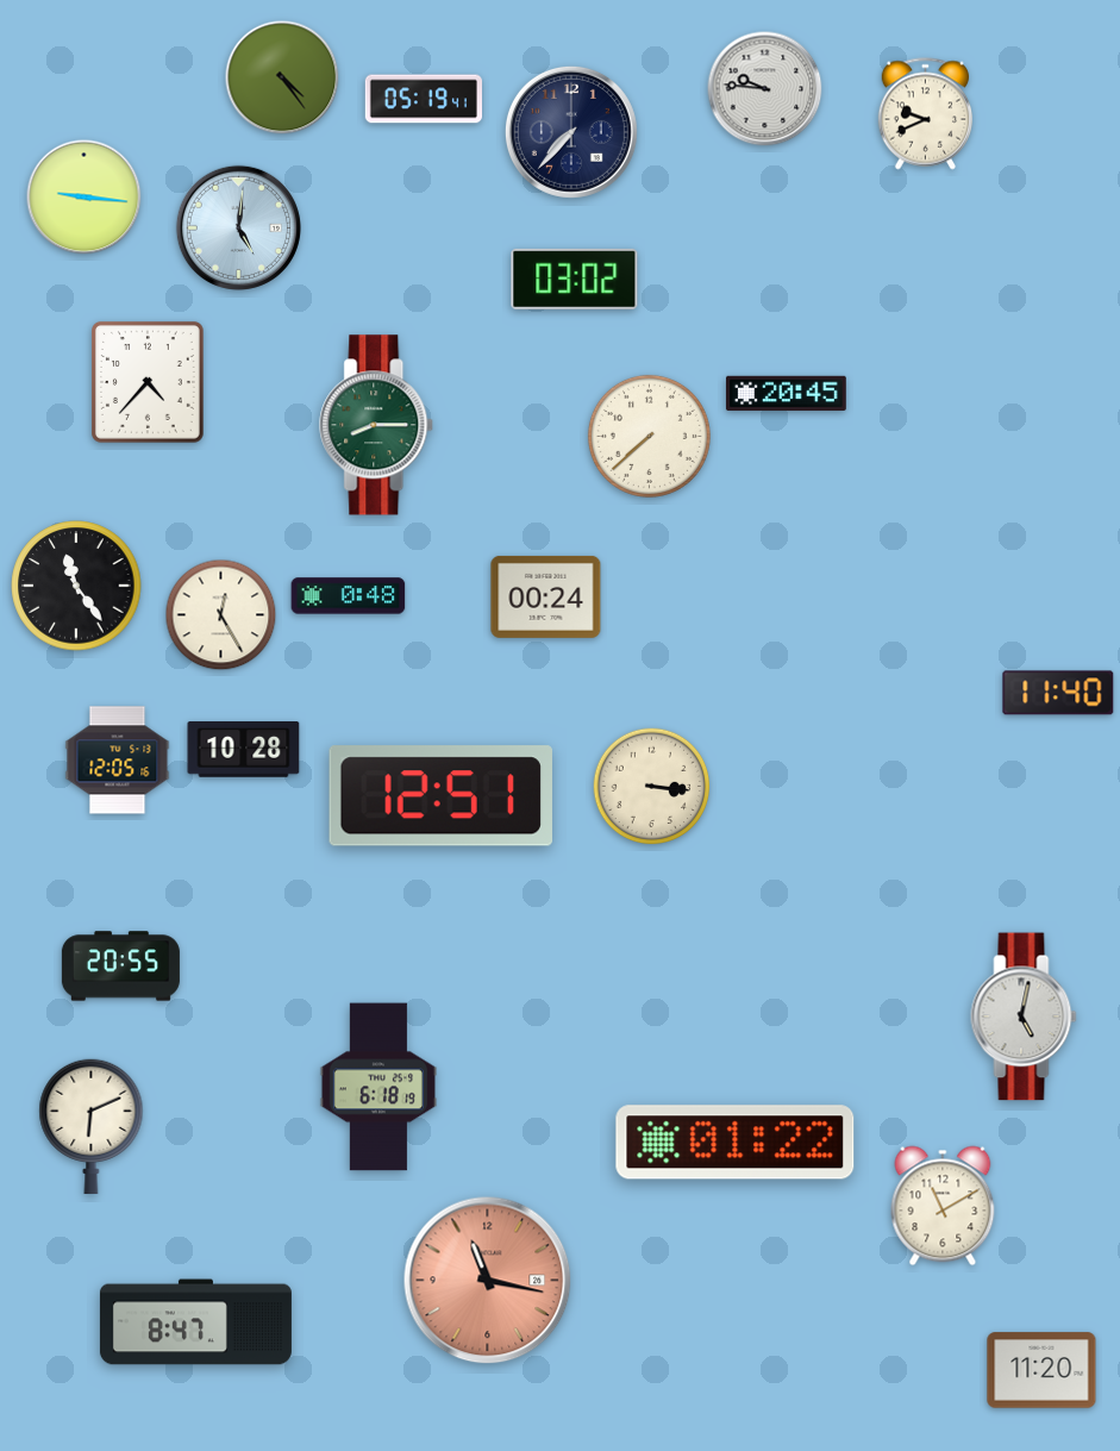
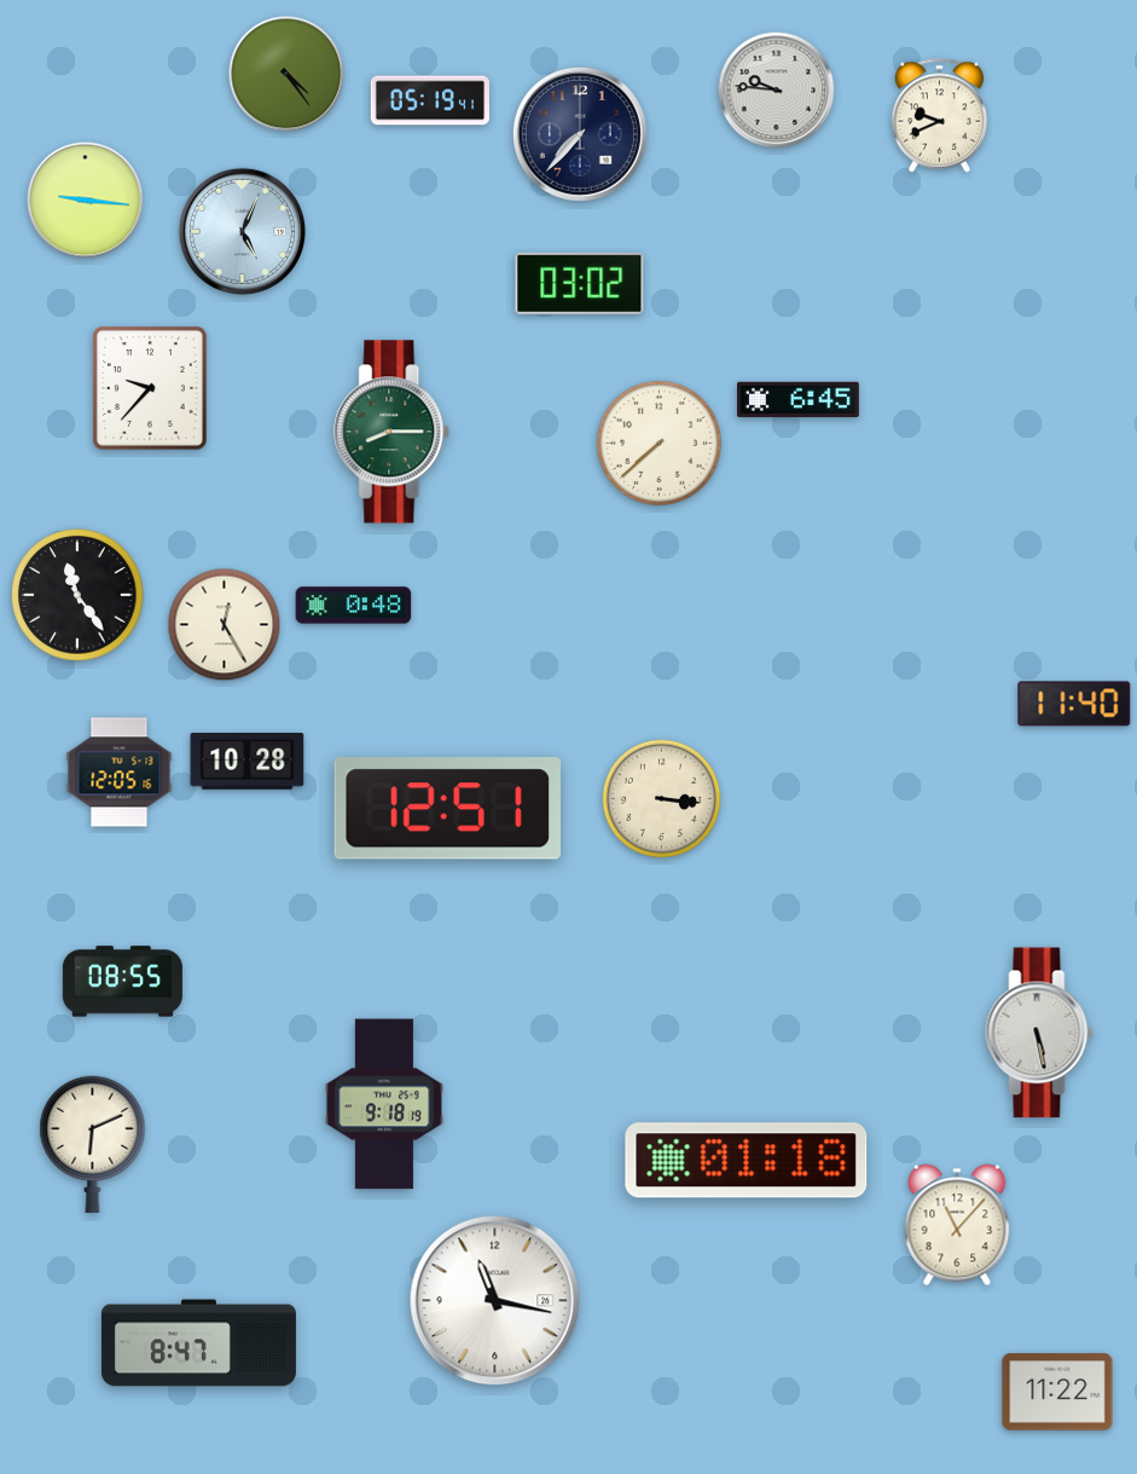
clock at (282, 77) position: (282, 77) -> (286, 74)
clock at (238, 227): 5:01 -> 5:04
clock at (575, 279) position: (575, 279) -> (580, 283)
clock at (148, 382): 4:37 -> 9:37
clock at (786, 393): 20:45 -> 6:45
clock at (377, 425) position: (377, 425) -> (393, 432)
clock at (546, 596): 00:24 -> none
clock at (120, 967): 20:55 -> 08:55
clock at (1024, 1017): 5:02 -> 5:28
clock at (378, 1087): 6:18 -> 9:18
clock at (736, 1143): 01:22 -> 01:18
clock at (943, 1206): 11:10 -> 11:07
clock at (488, 1281) dial: salmon -> white
clock at (1041, 1370): 11:20 -> 11:22
